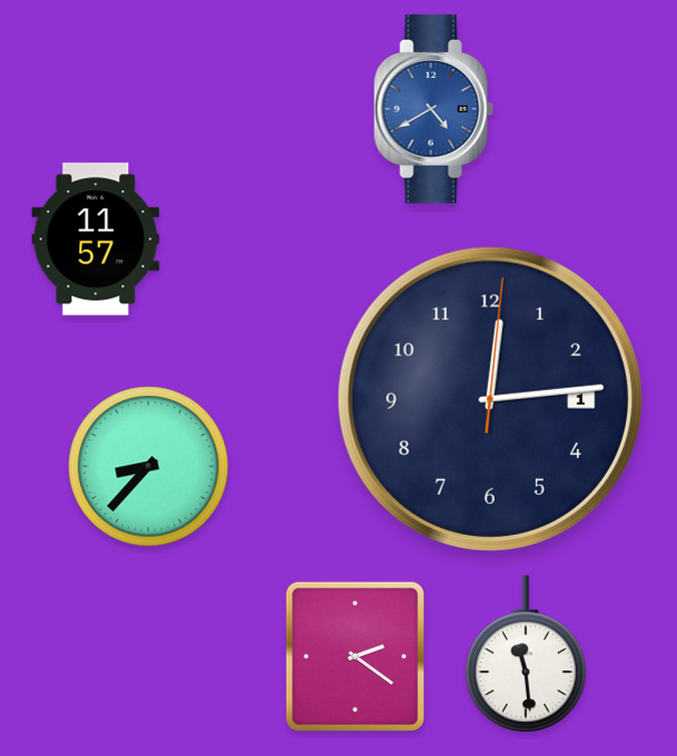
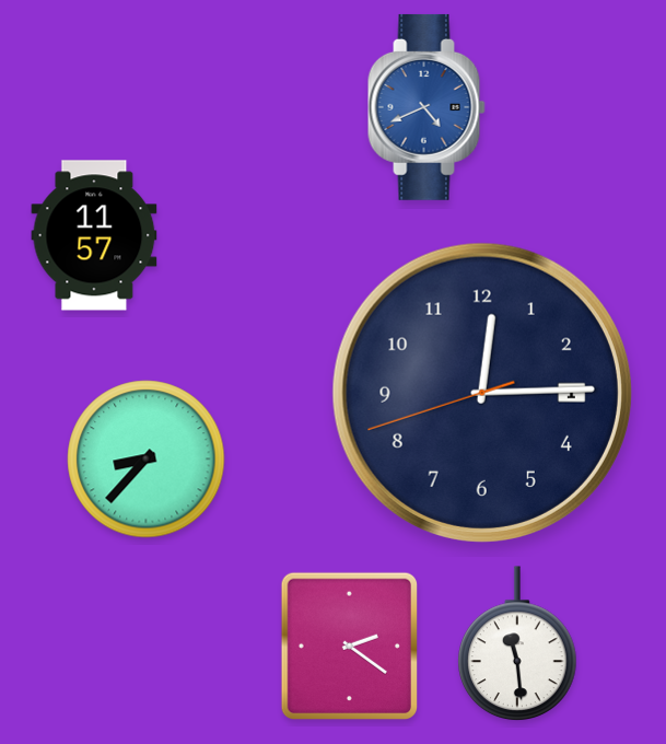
clock at (434, 109): 4:40 -> 4:41
clock at (490, 399): 12:14:01 -> 12:14:42
